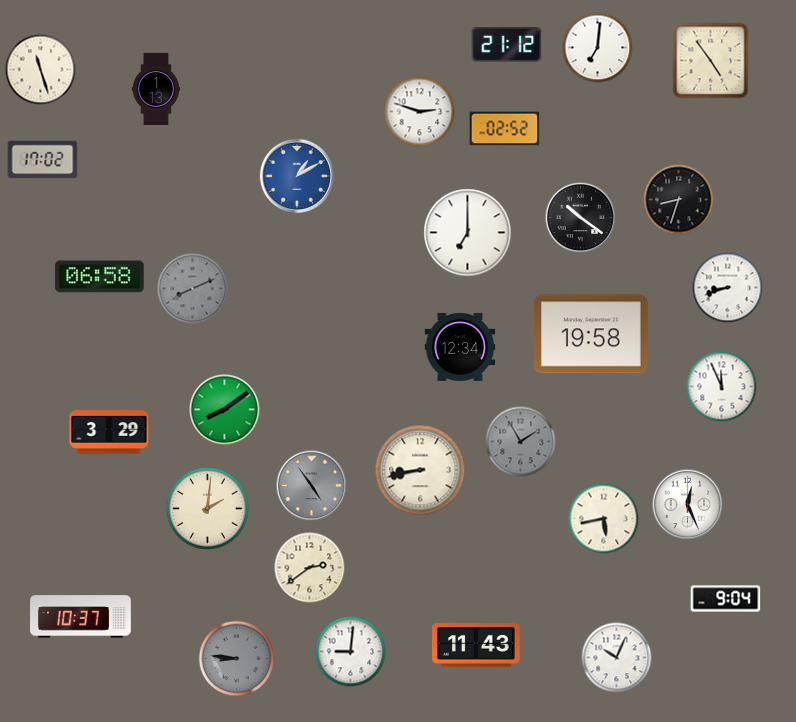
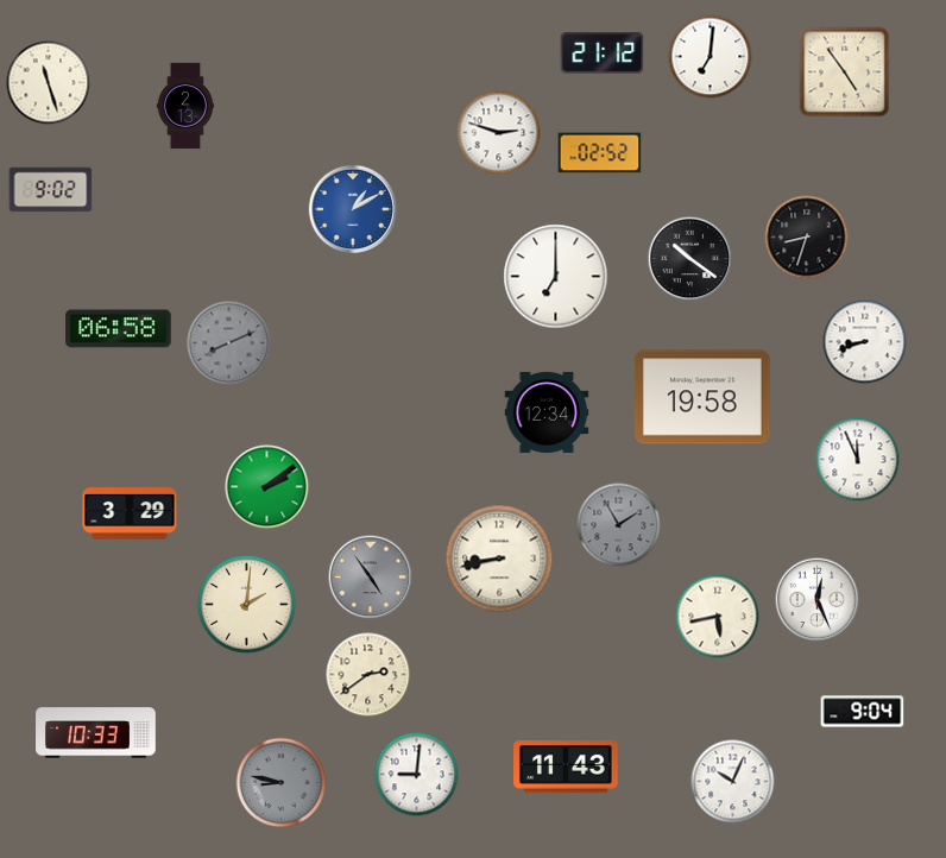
clock at (155, 88): 1:13 -> 2:13
clock at (43, 160): 17:02 -> 9:02
clock at (225, 410): 8:09 -> 2:09
clock at (81, 617): 10:37 -> 10:33
clock at (237, 659): 8:46 -> 8:47
